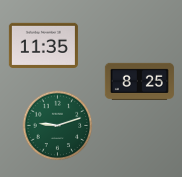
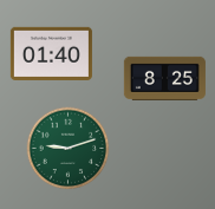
clock at (43, 45): 11:35 -> 01:40
clock at (139, 81) position: (139, 81) -> (164, 78)
